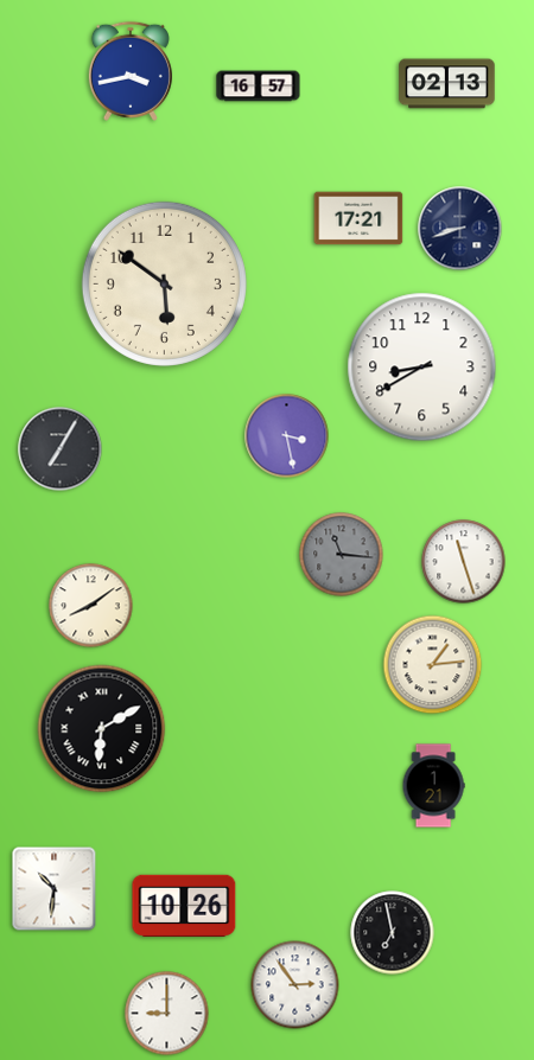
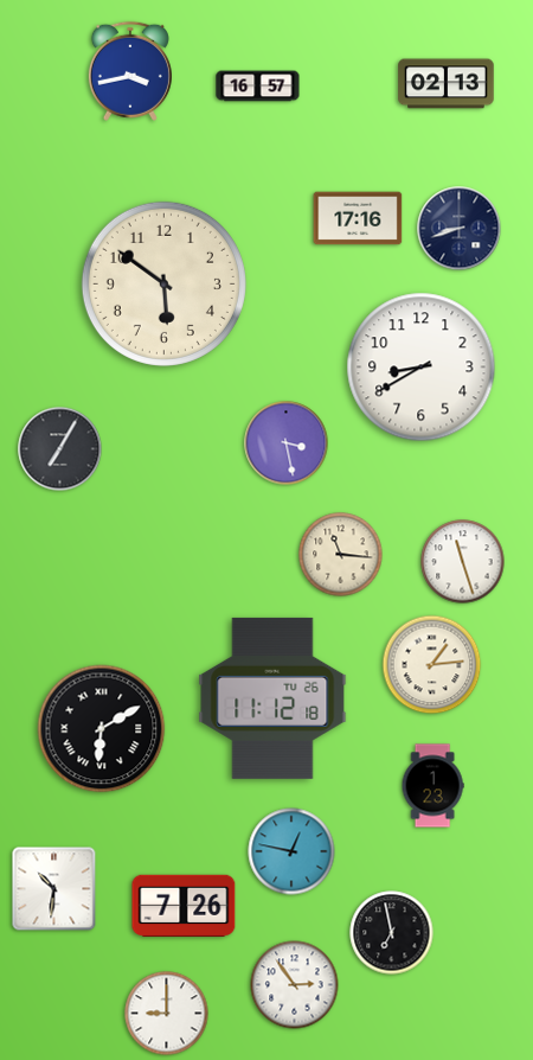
clock at (358, 218): 17:21 -> 17:16
clock at (287, 436) position: (287, 436) -> (287, 443)
clock at (342, 555) dial: grey -> cream
clock at (91, 606): 8:09 -> none
clock at (272, 698): none -> 11:12
clock at (433, 786): 1:21 -> 1:23
clock at (291, 851): none -> 12:47
clock at (184, 905): 10:26 -> 7:26
